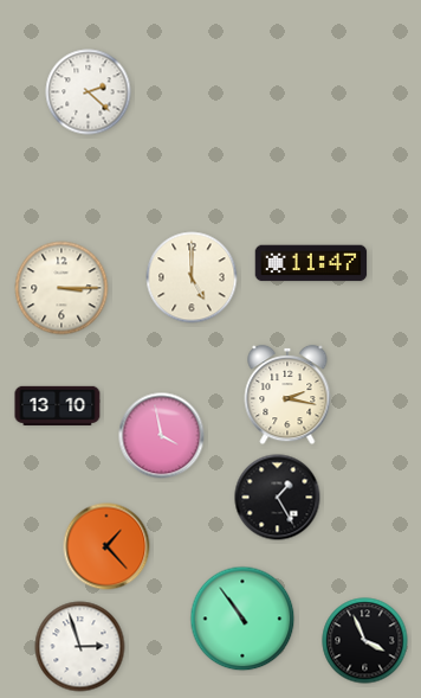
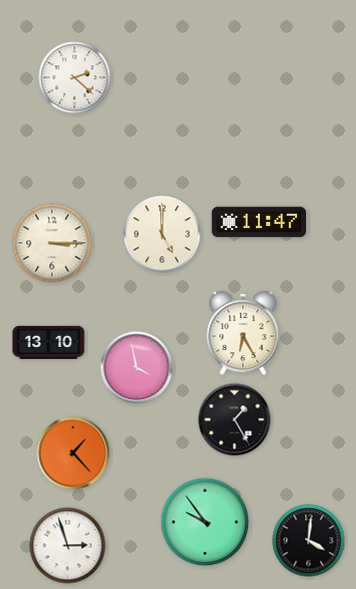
clock at (311, 263) position: (311, 263) -> (259, 222)
clock at (287, 395): 2:17 -> 6:25
clock at (106, 546) position: (106, 546) -> (73, 453)
clock at (242, 619): 10:54 -> 9:54
clock at (365, 641): 3:56 -> 4:01
